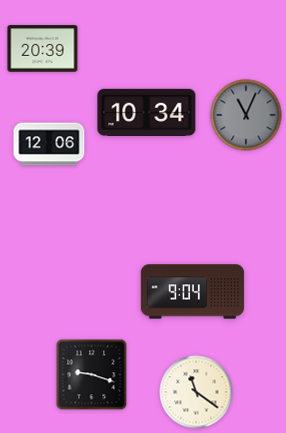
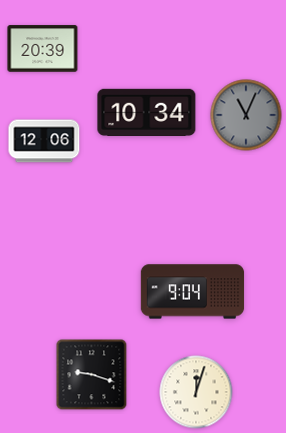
clock at (49, 144) position: (49, 144) -> (44, 141)
clock at (196, 392): 11:21 -> 12:03
